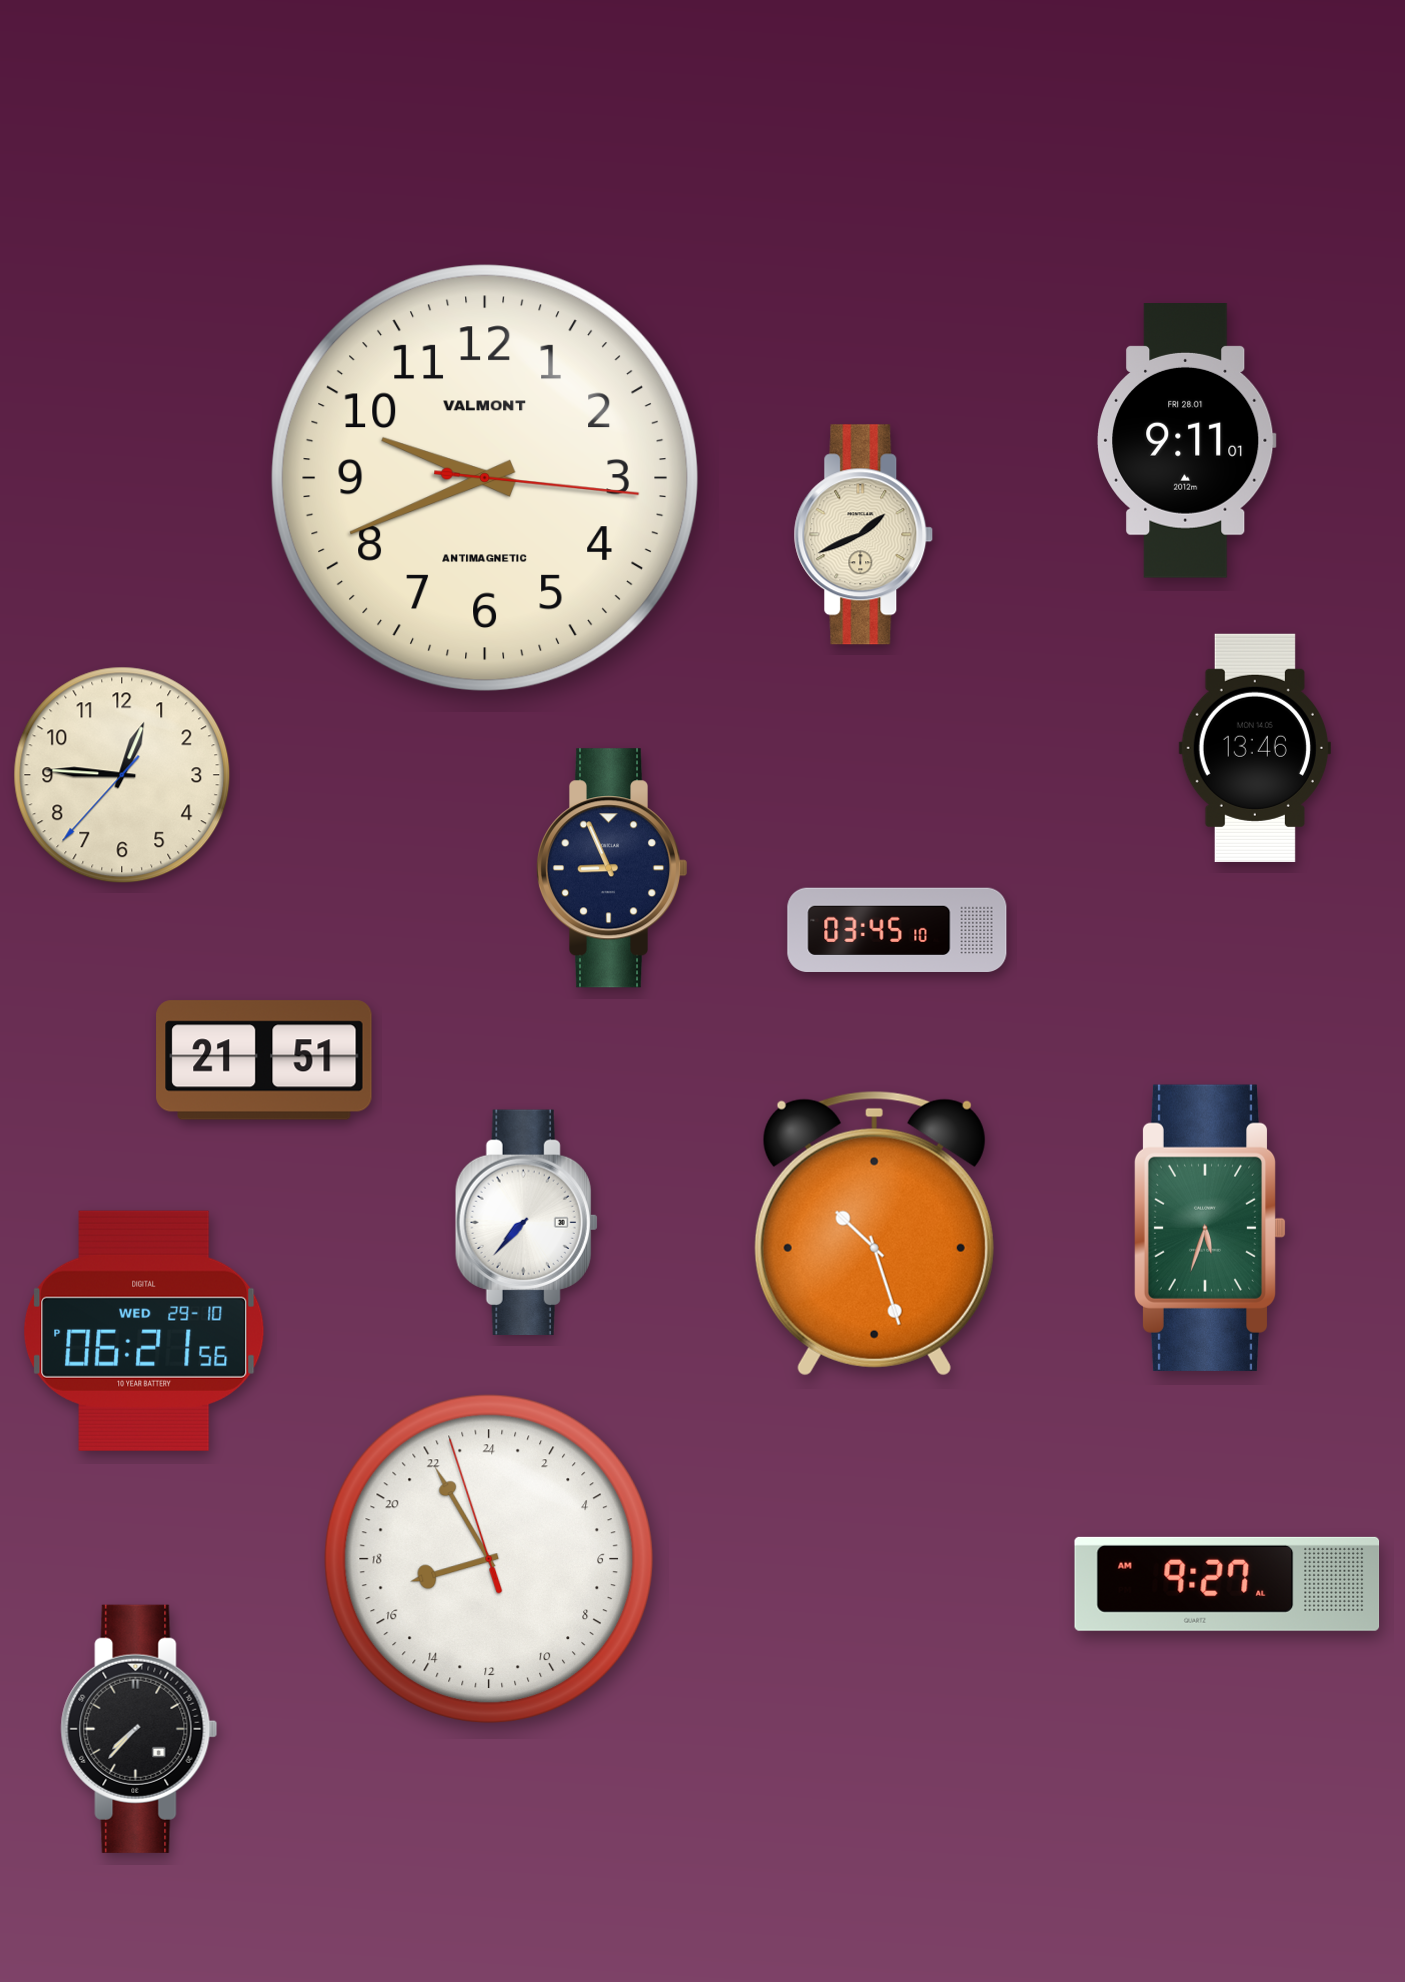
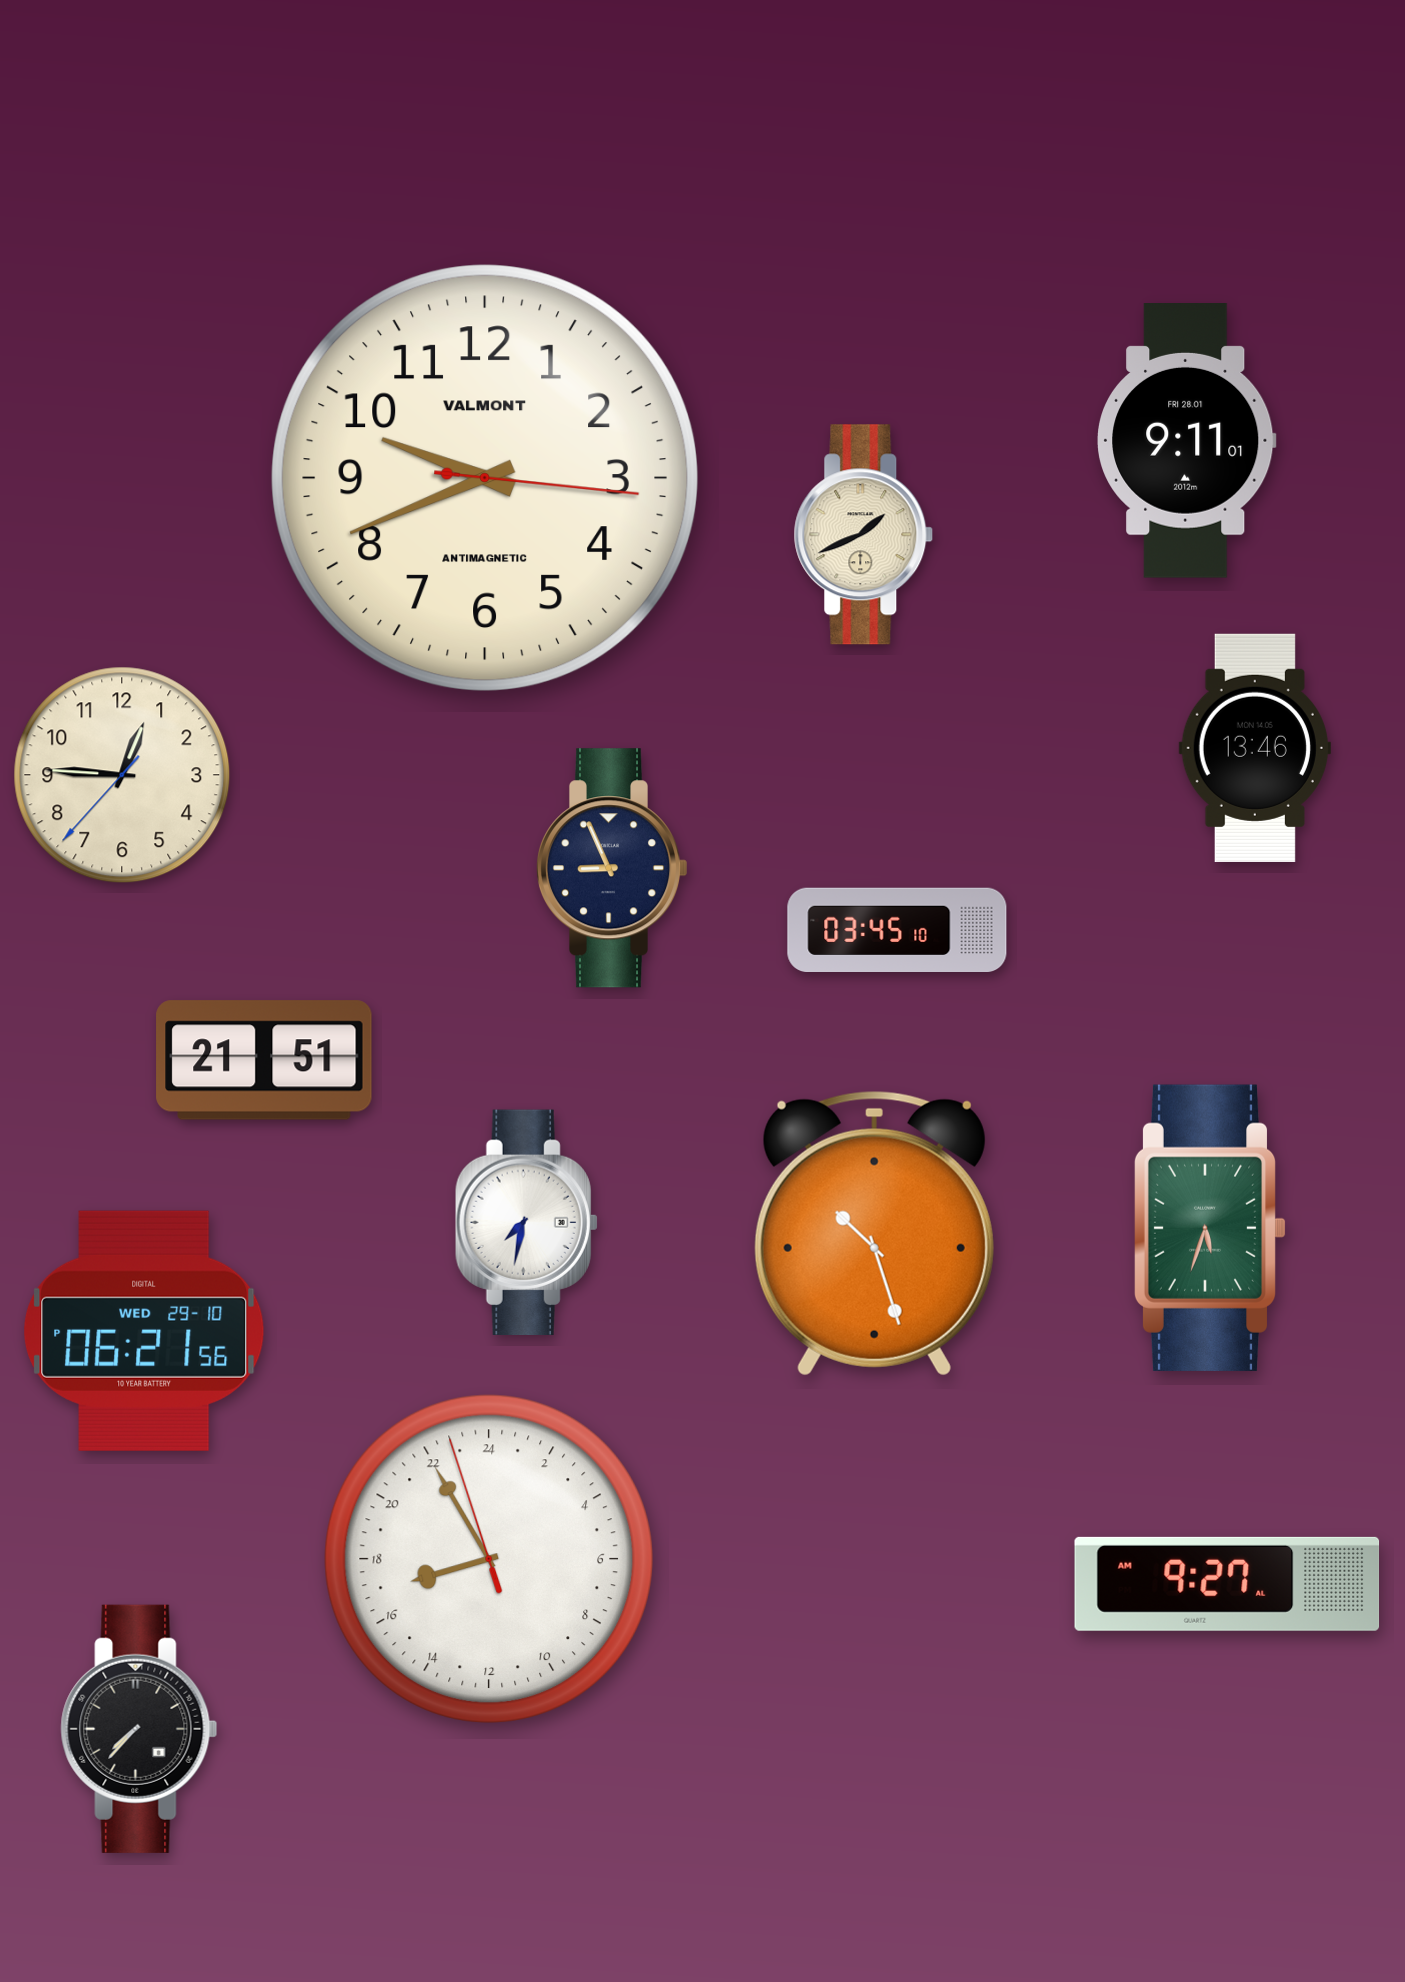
clock at (526, 1222): 7:37 -> 7:32
